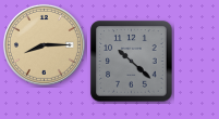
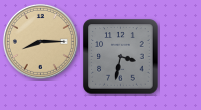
clock at (132, 62): 10:22 -> 3:32
